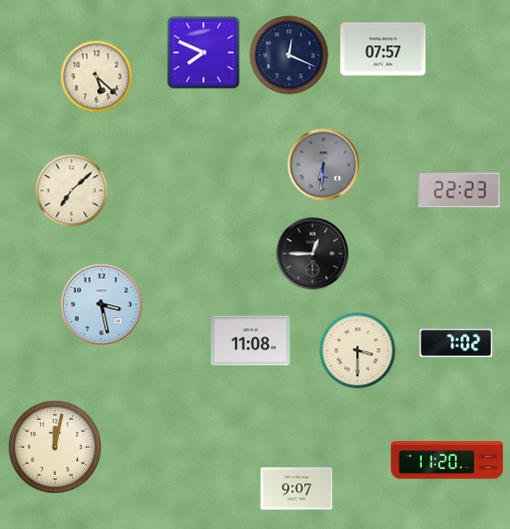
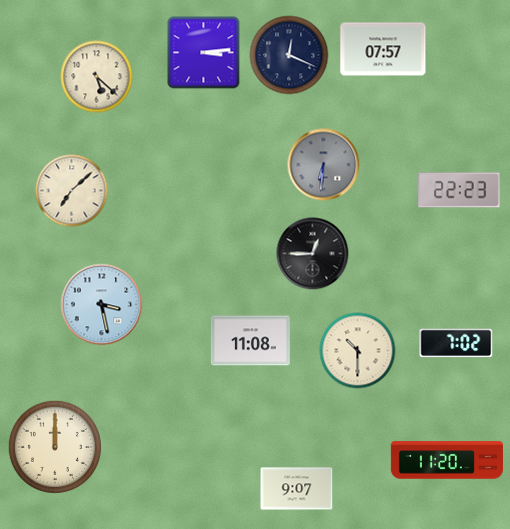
clock at (204, 53): 7:49 -> 3:14
clock at (358, 351): 3:30 -> 10:30
clock at (55, 447): 12:02 -> 12:00
